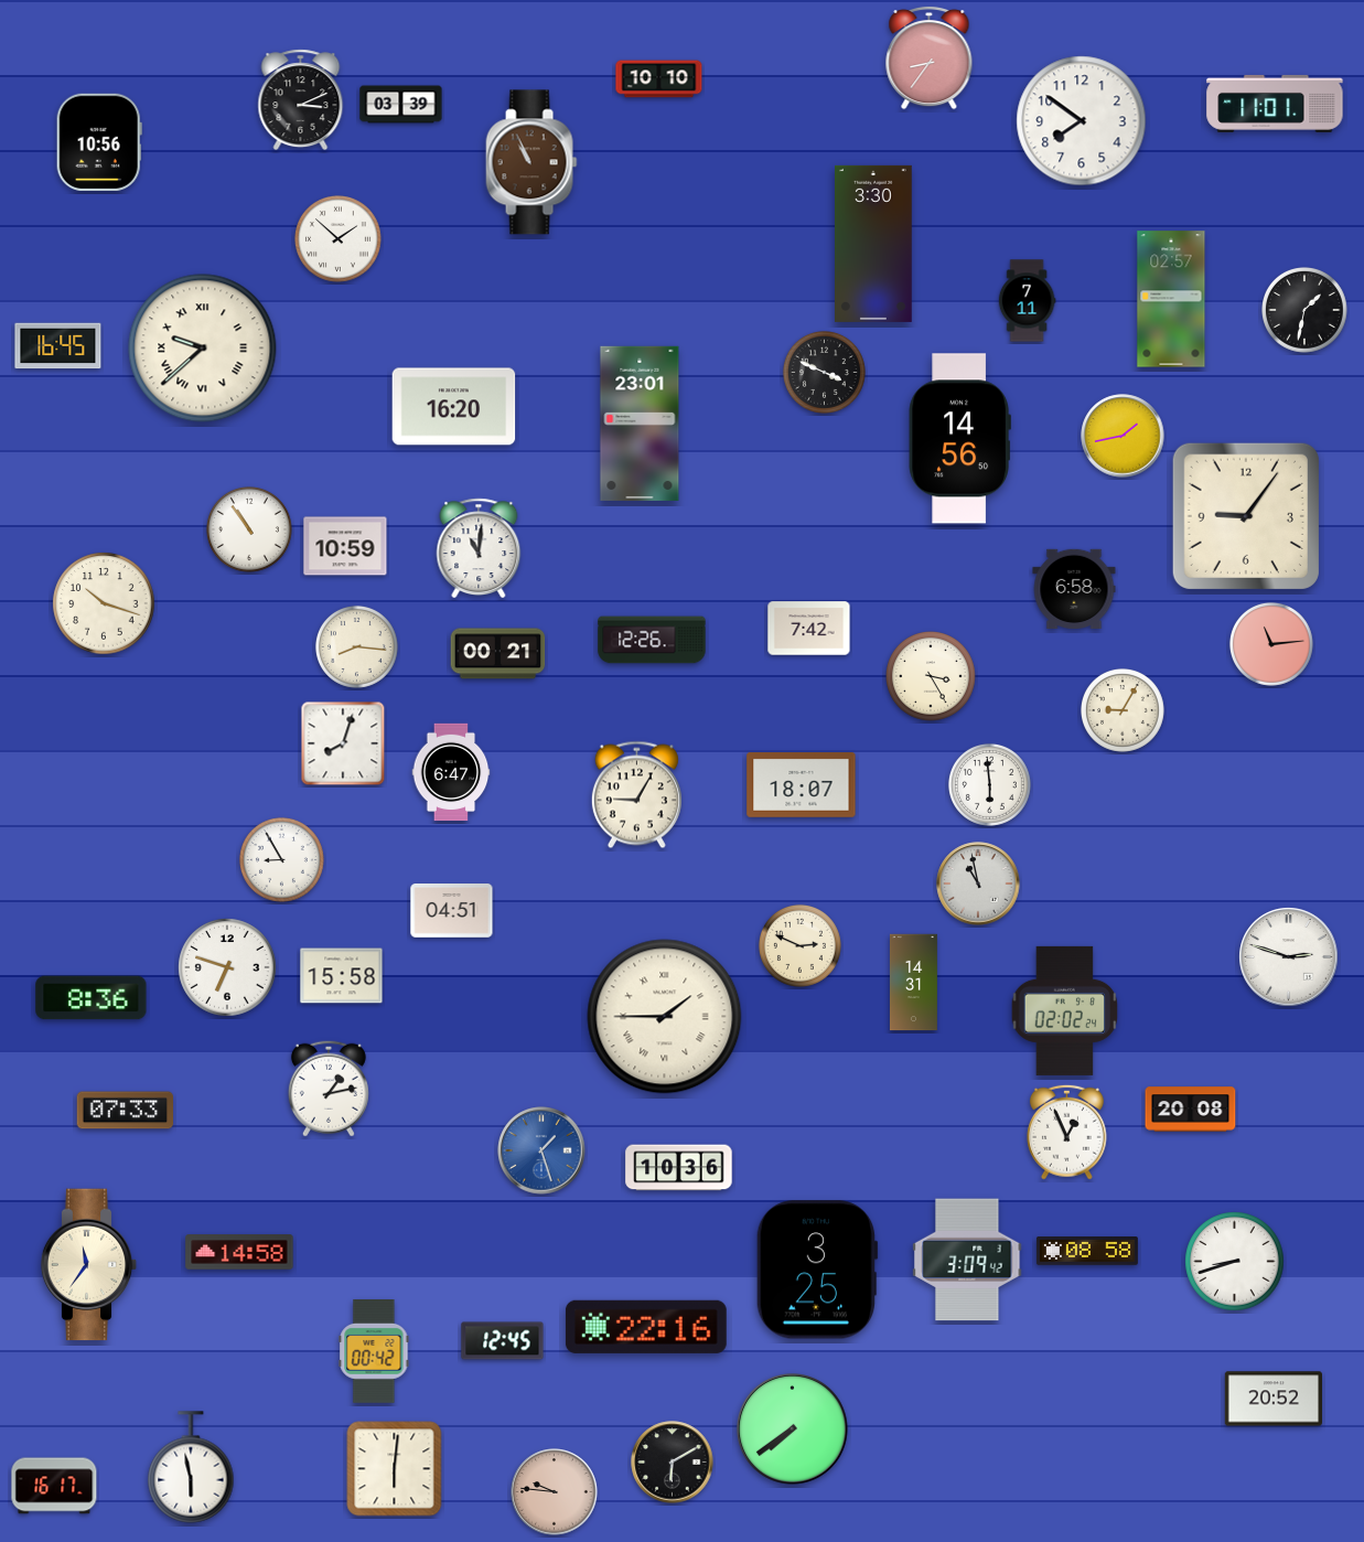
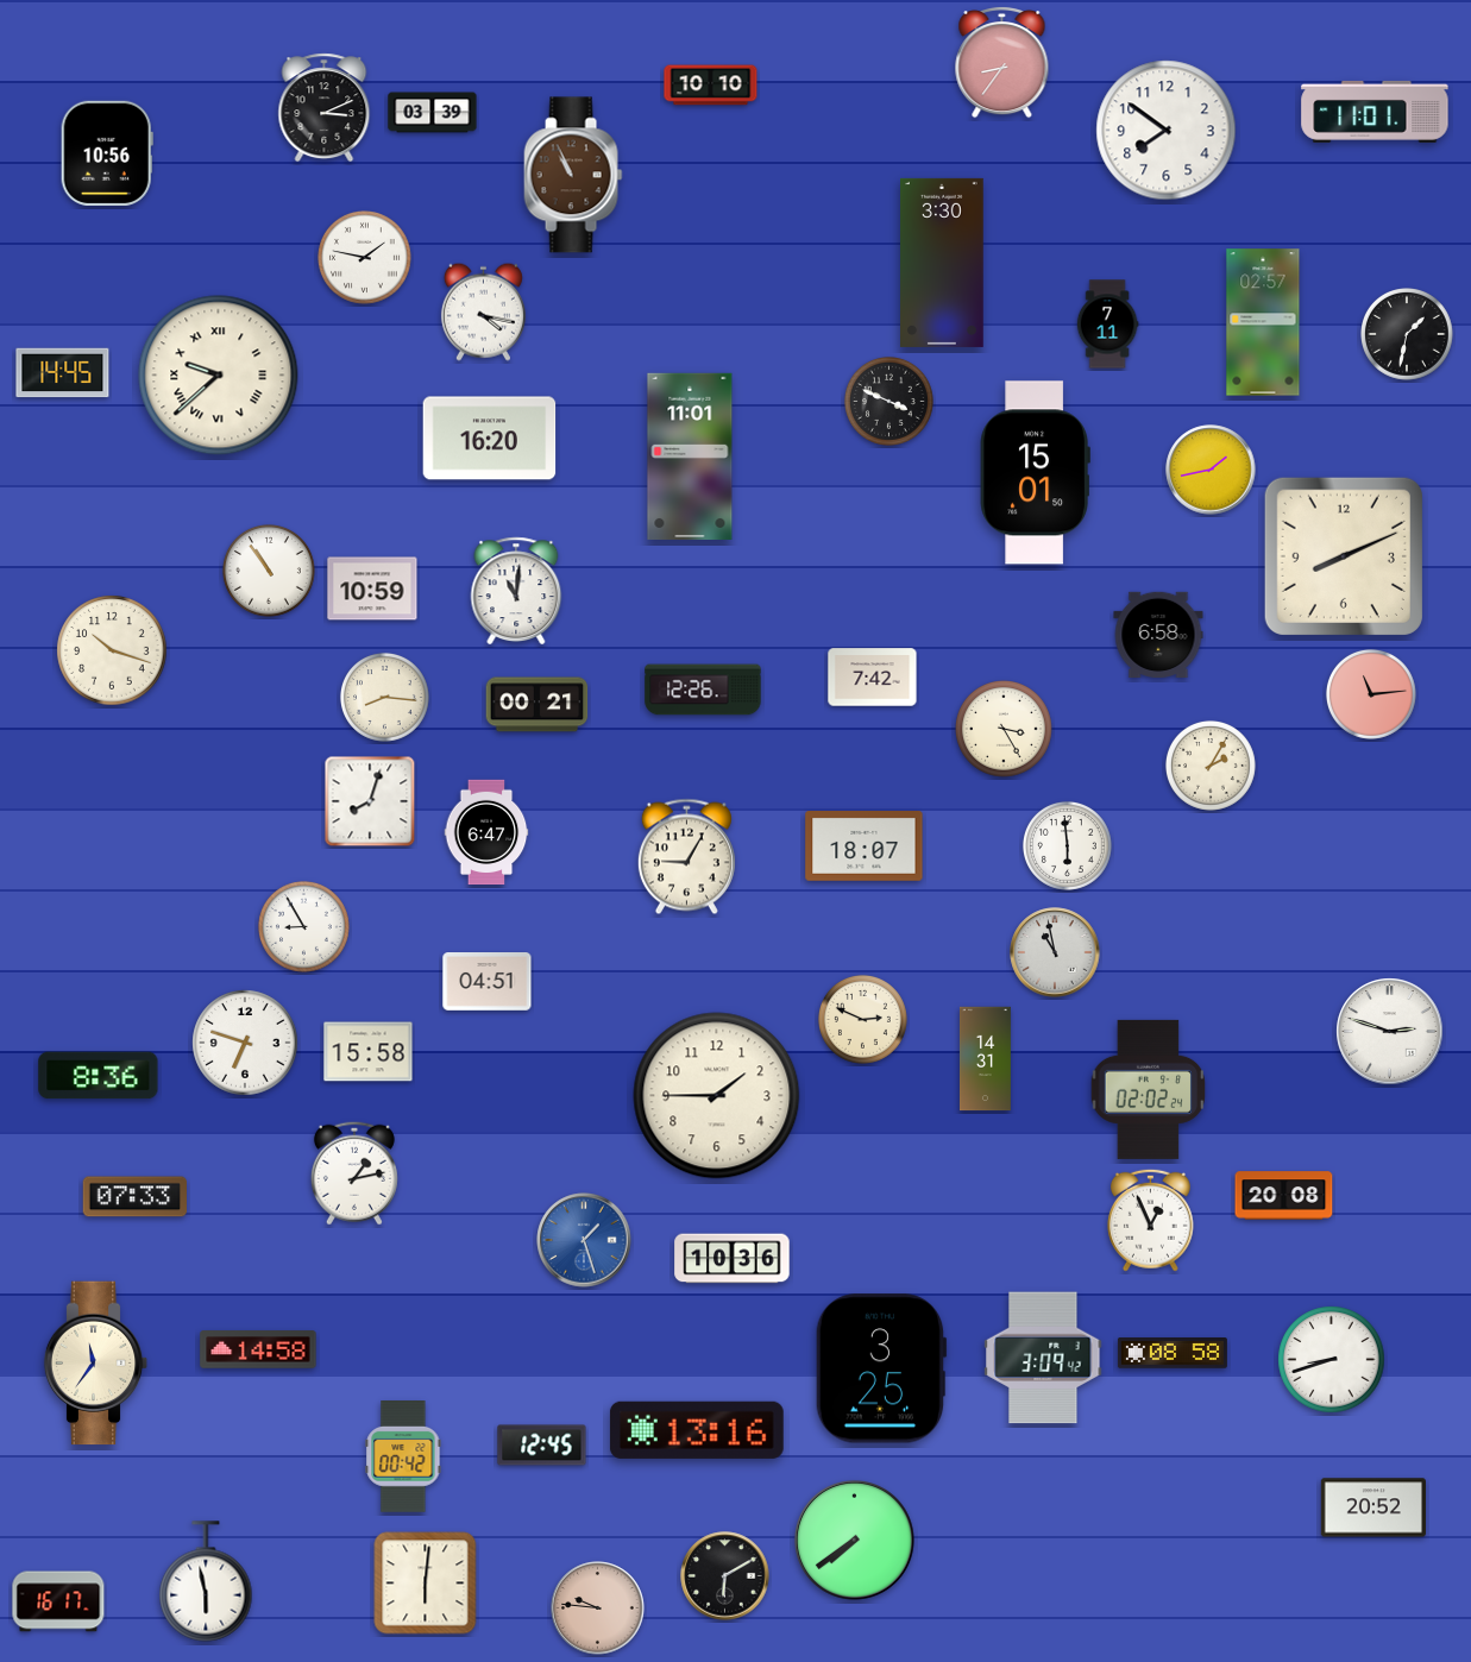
clock at (339, 239): 1:52 -> 1:47
clock at (483, 311): none -> 4:17
clock at (58, 346): 16:45 -> 14:45
clock at (640, 424): 23:01 -> 11:01
clock at (959, 439): 14:56 -> 15:01
clock at (1246, 516): 9:06 -> 8:11
clock at (1123, 710): 9:05 -> 2:05
clock at (665, 1017) numerals: Roman -> Arabic
clock at (1087, 1251) position: (1087, 1251) -> (1173, 1353)
clock at (646, 1327): 22:16 -> 13:16
